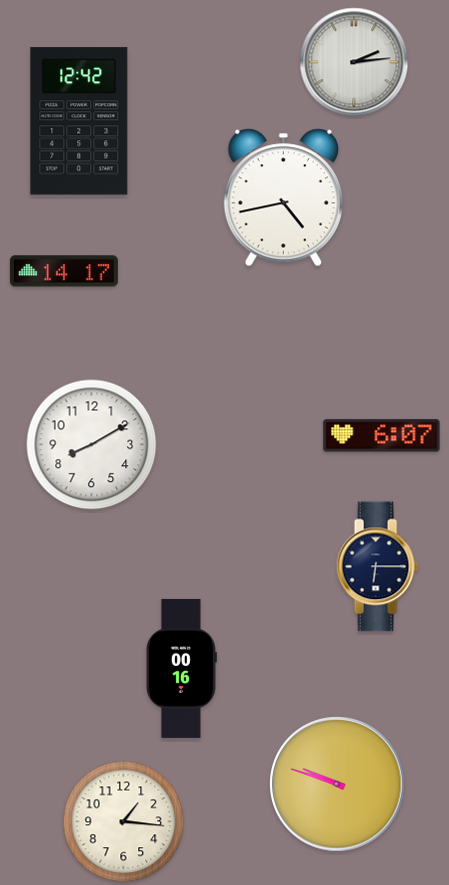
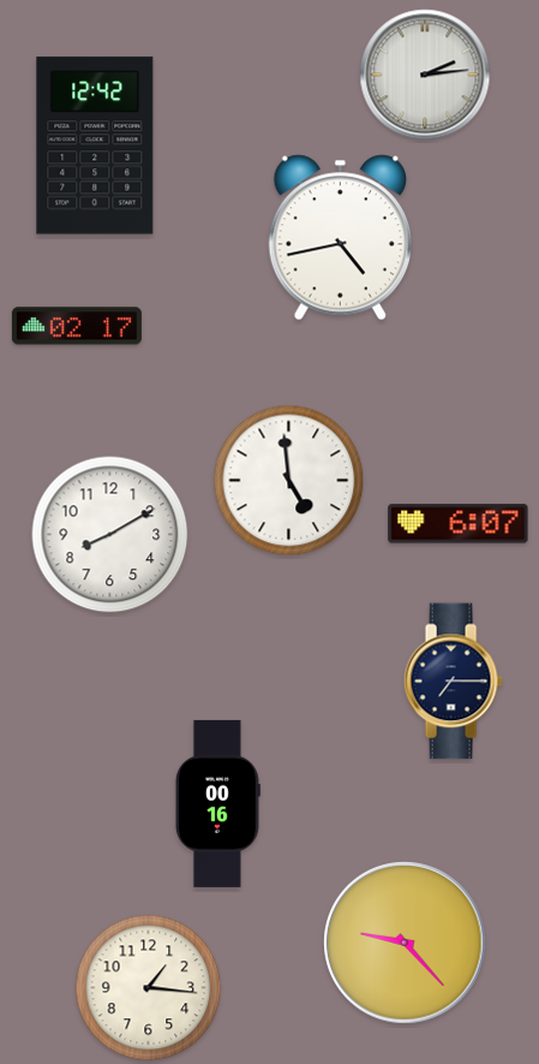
clock at (64, 271): 14:17 -> 02:17
clock at (289, 481): none -> 4:59
clock at (377, 567): 6:15 -> 7:15
clock at (337, 784): 9:48 -> 9:23
